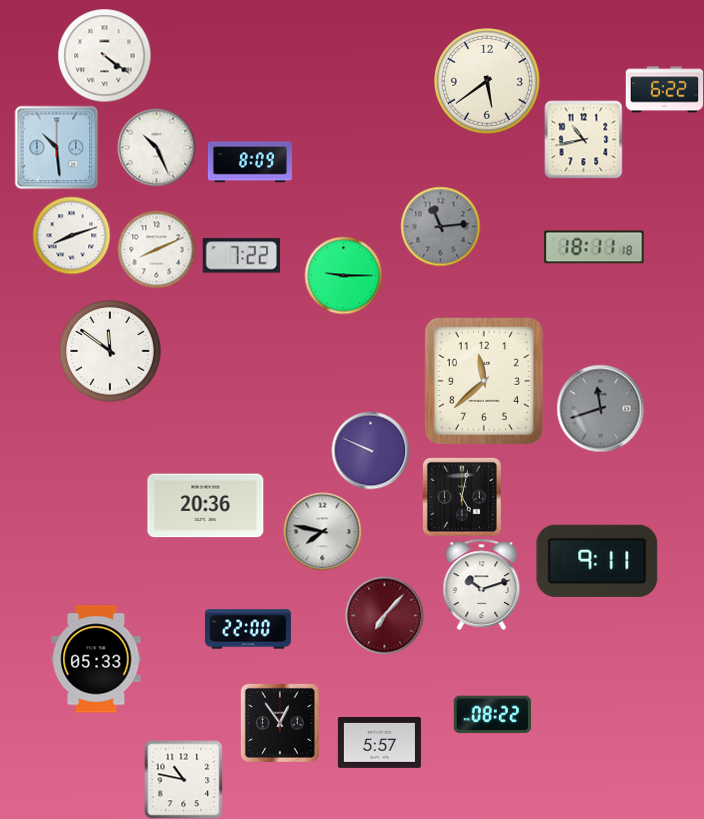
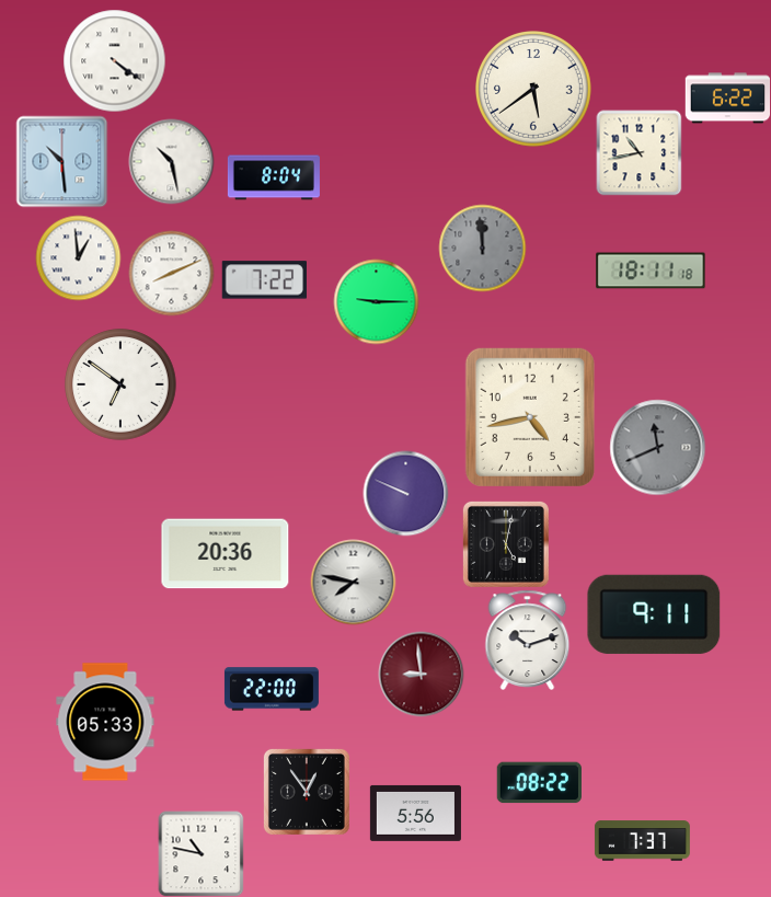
clock at (156, 147): 10:26 -> 10:28
clock at (250, 162): 8:09 -> 8:04
clock at (440, 226): 11:14 -> 11:59
clock at (71, 235): 8:12 -> 12:59
clock at (110, 351): 11:51 -> 6:51
clock at (484, 381): 11:38 -> 4:43
clock at (600, 408): 11:42 -> 11:41
clock at (384, 615): 7:07 -> 8:59
clock at (379, 742): 5:57 -> 5:56
clock at (642, 841): none -> 7:37
